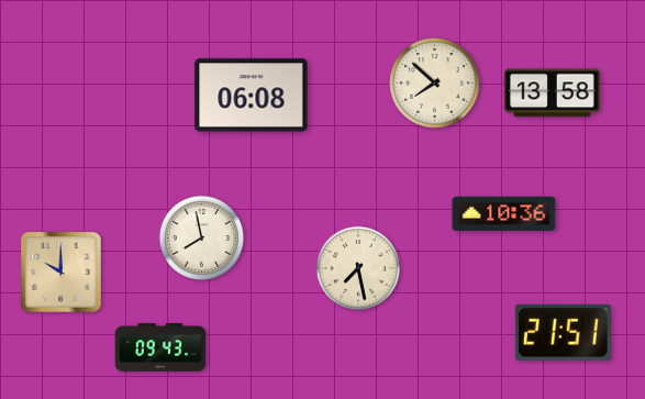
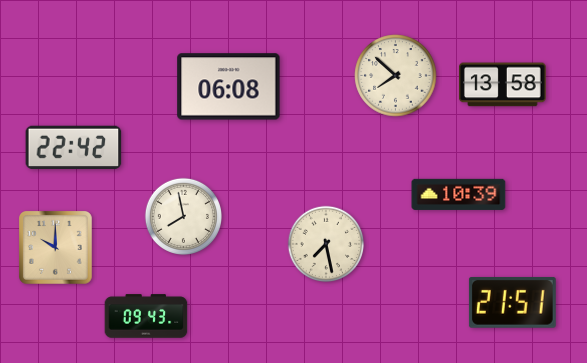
clock at (74, 148): none -> 22:42
clock at (504, 213): 10:36 -> 10:39
